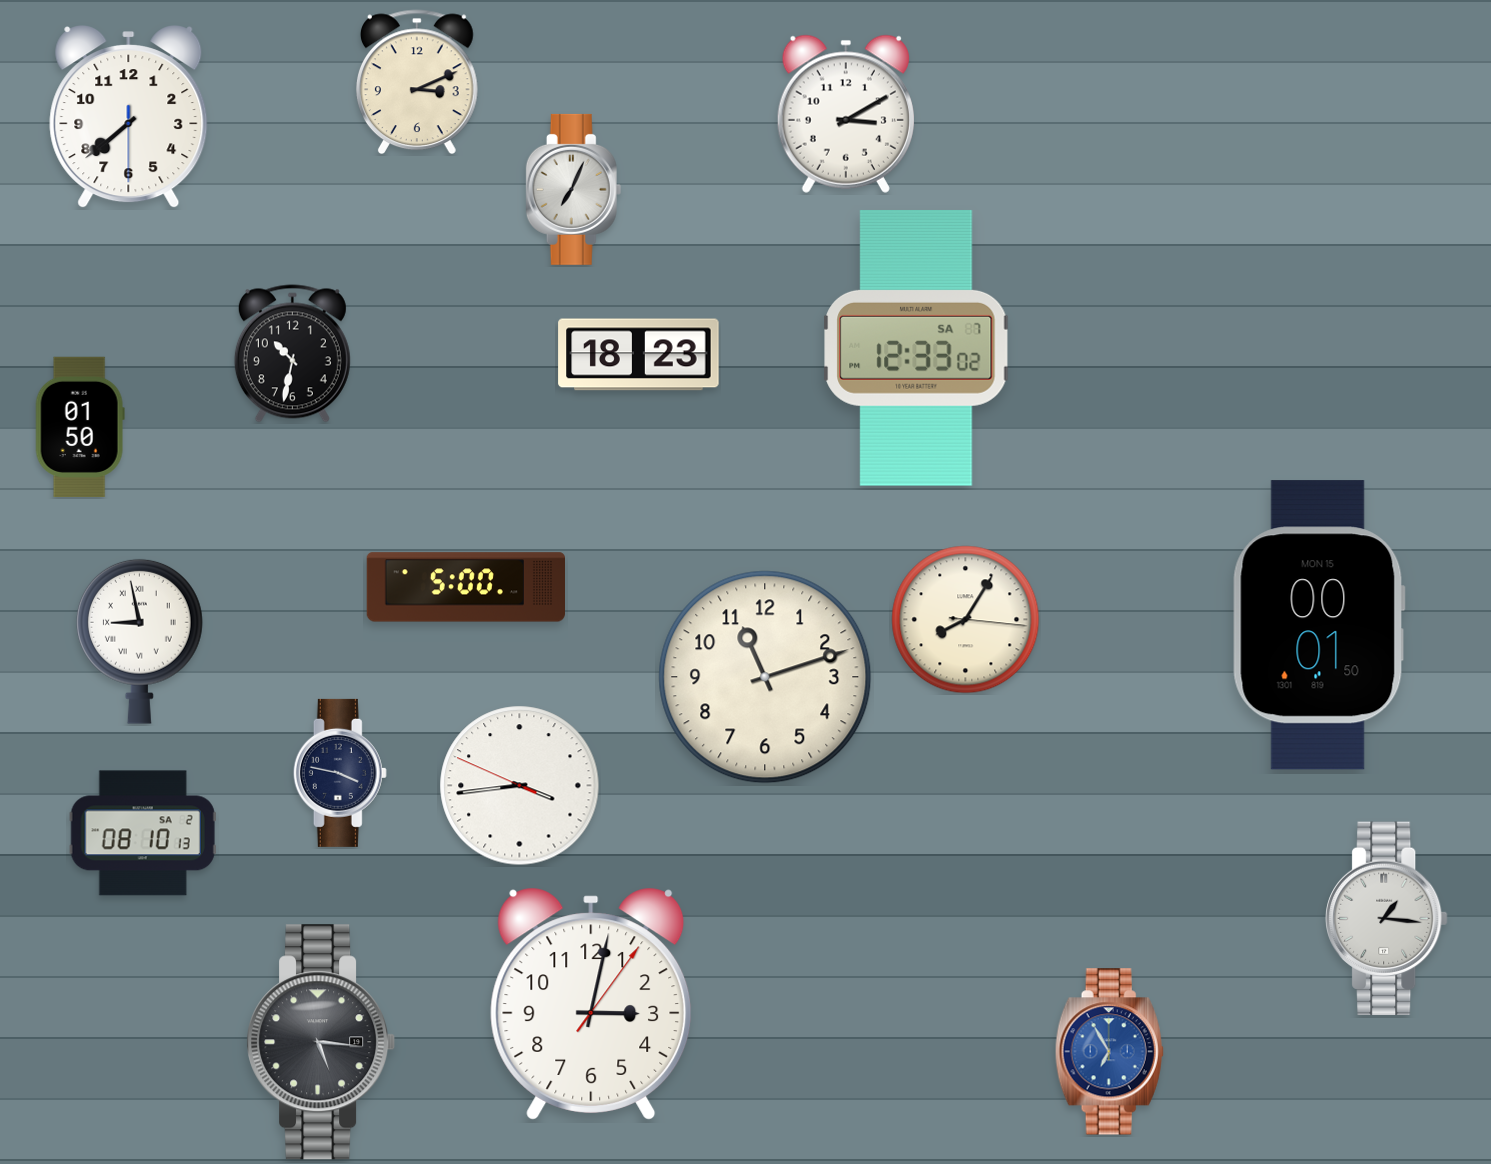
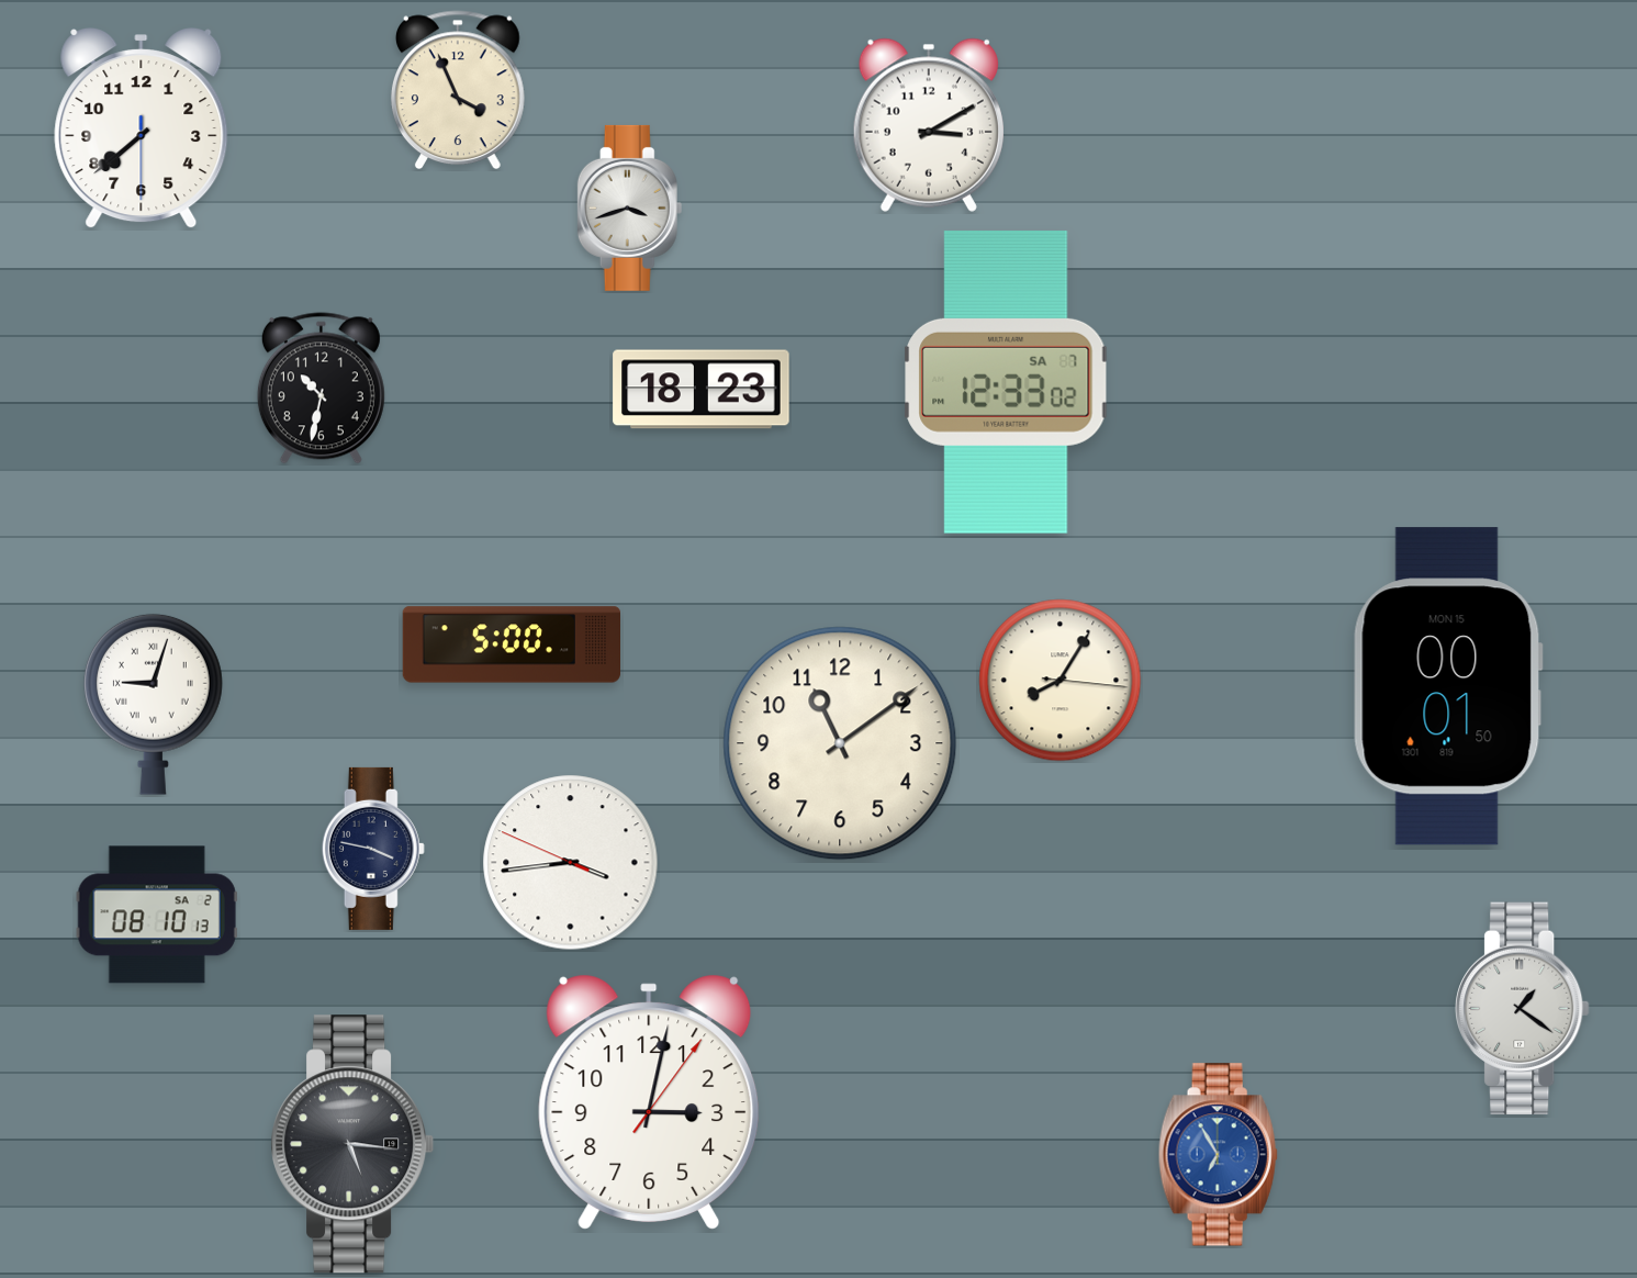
clock at (417, 82): 3:11 -> 3:56
clock at (574, 189): 7:04 -> 3:42
clock at (80, 427): 01:50 -> none
clock at (139, 641): 8:58 -> 9:03
clock at (765, 677): 11:12 -> 11:09
clock at (1387, 919): 1:16 -> 1:21
